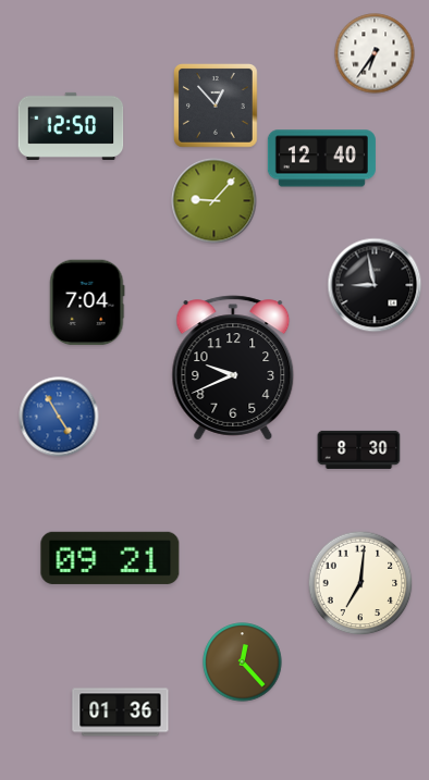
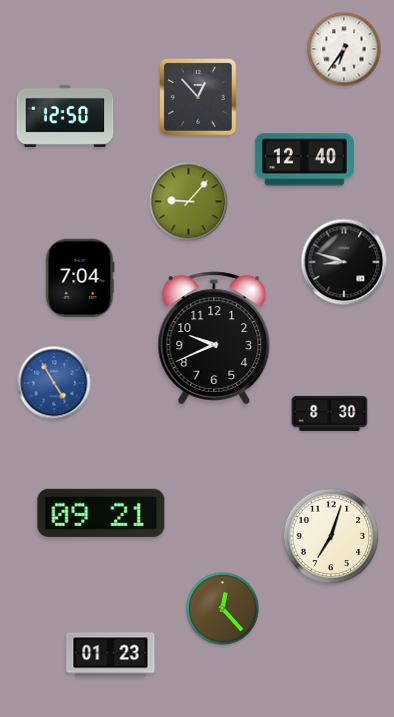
clock at (321, 159) position: (321, 159) -> (304, 160)
clock at (214, 201) position: (214, 201) -> (189, 202)
clock at (375, 285): 8:58 -> 8:48
clock at (360, 583): 7:01 -> 7:03
clock at (121, 713): 01:36 -> 01:23
